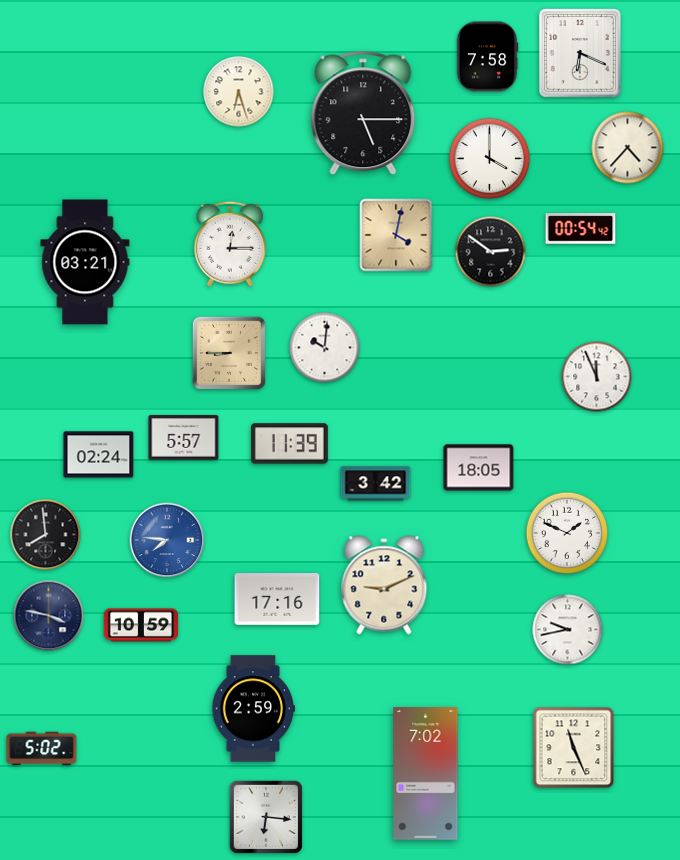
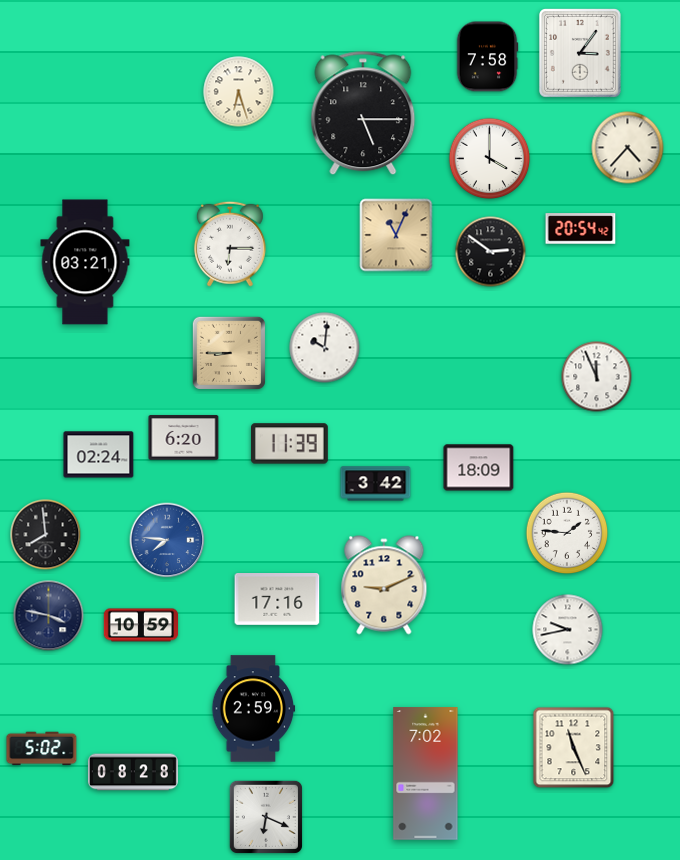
clock at (581, 54): 6:19 -> 3:06
clock at (581, 229): 00:54 -> 20:54
clock at (396, 235): 4:02 -> 11:04
clock at (230, 244): 12:15 -> 6:15
clock at (184, 438): 5:57 -> 6:20
clock at (479, 468): 18:05 -> 18:09
clock at (567, 533): 1:49 -> 1:46
clock at (133, 772): none -> 08:28
clock at (266, 817): 6:16 -> 6:19
